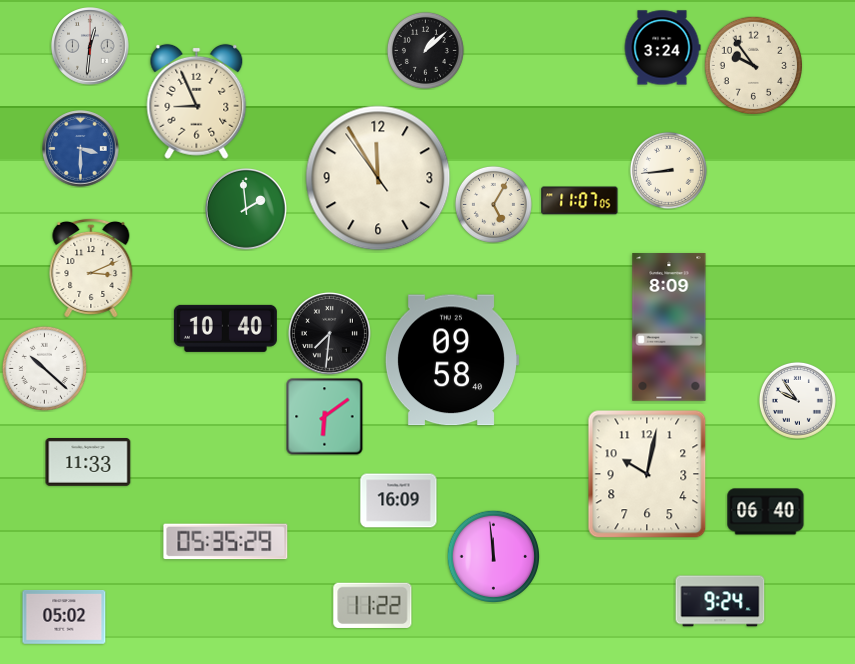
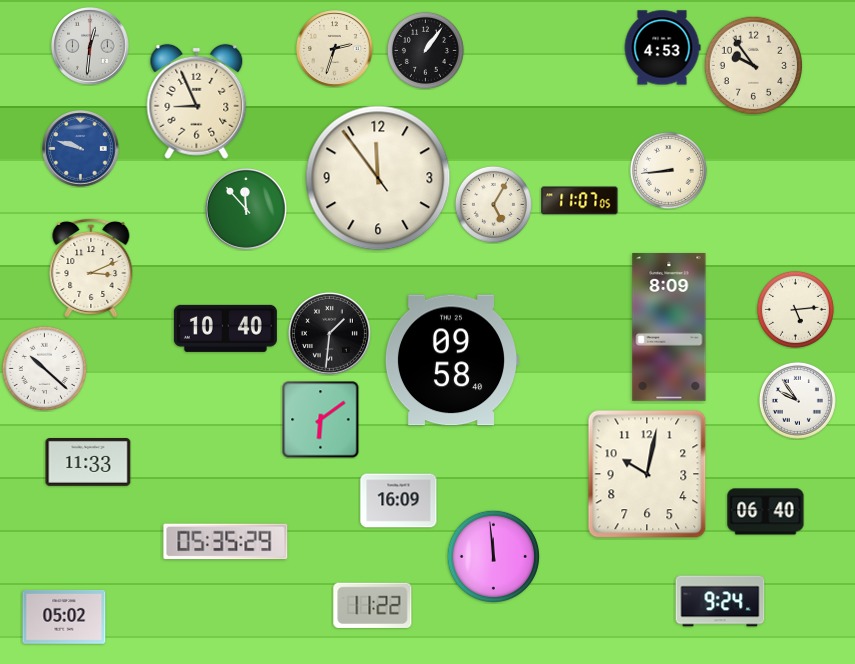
clock at (662, 48): 3:24 -> 4:53
clock at (335, 49): none -> 2:33
clock at (425, 50): 1:08 -> 1:06
clock at (81, 149): 3:30 -> 9:48
clock at (378, 178): 11:54 -> 11:53
clock at (246, 209): 1:59 -> 11:53
clock at (795, 309): none -> 5:14
clock at (329, 333): 7:31 -> 1:31
clock at (325, 417) position: (325, 417) -> (321, 420)
